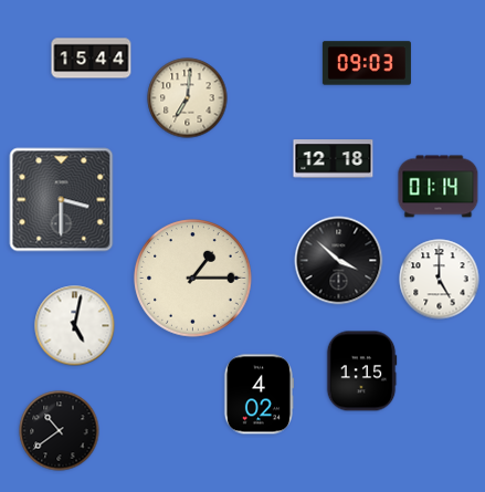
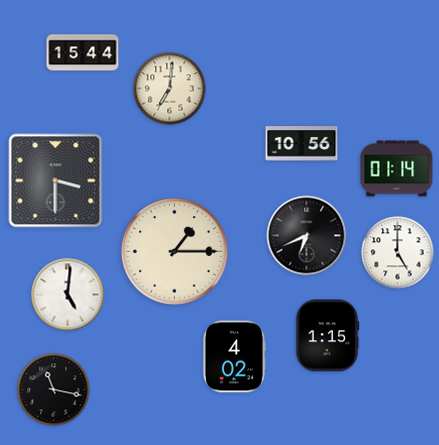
clock at (367, 63): 09:03 -> none
clock at (334, 159): 12:18 -> 10:56
clock at (339, 261): 3:52 -> 6:41
clock at (75, 326): 5:02 -> 5:01
clock at (60, 431): 10:39 -> 11:17
